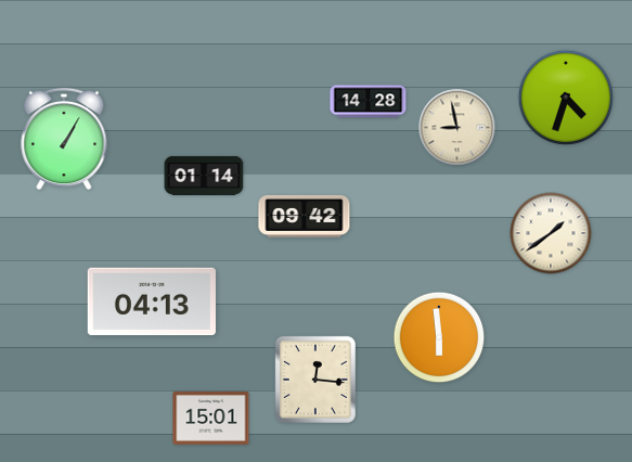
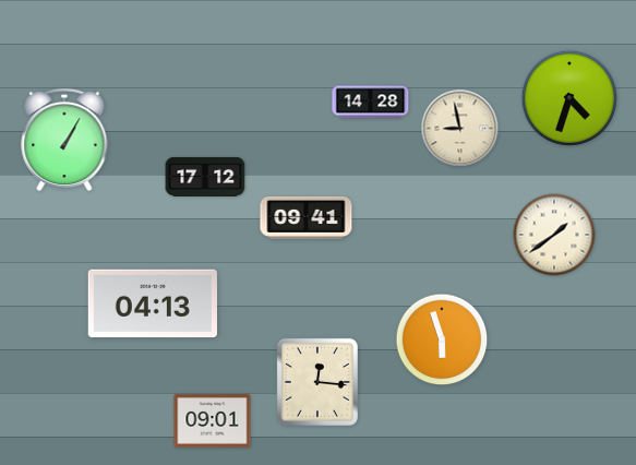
clock at (204, 176): 01:14 -> 17:12
clock at (305, 216): 09:42 -> 09:41
clock at (439, 337): 5:59 -> 5:57
clock at (211, 418): 15:01 -> 09:01
